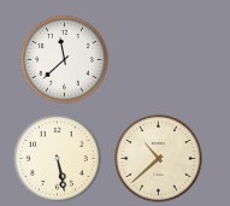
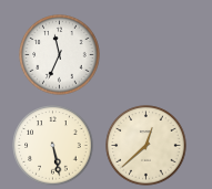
clock at (65, 60): 11:38 -> 11:34
clock at (159, 159): 10:38 -> 12:38
